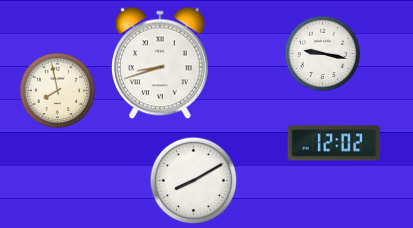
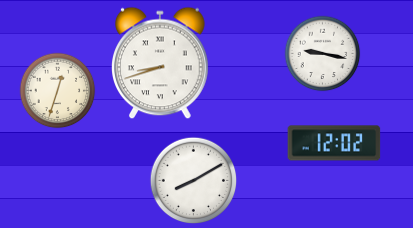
clock at (58, 91): 7:58 -> 12:33
